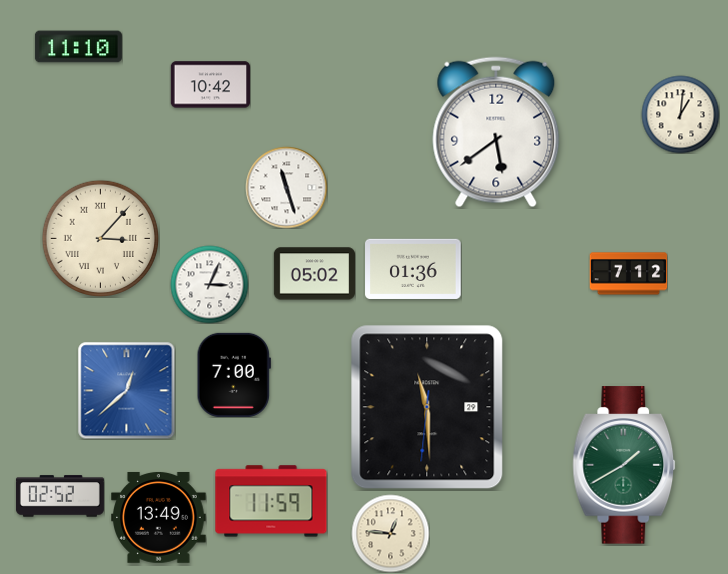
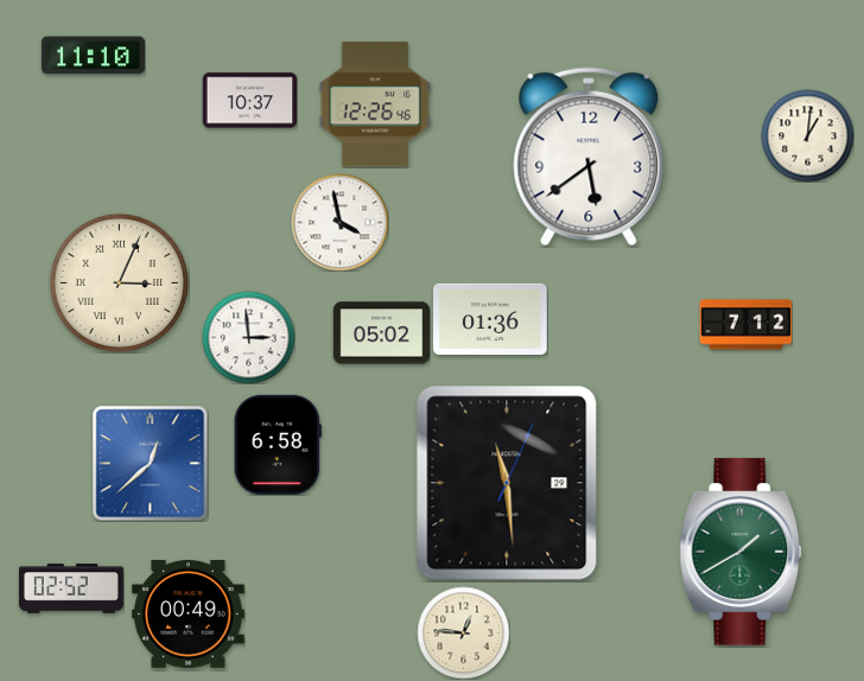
clock at (210, 85): 10:42 -> 10:37
clock at (375, 104): none -> 12:26
clock at (286, 187): 11:27 -> 3:58
clock at (100, 238): 3:07 -> 3:04
clock at (314, 274) position: (314, 274) -> (381, 333)
clock at (209, 284): 3:04 -> 2:59
clock at (234, 375): 7:00 -> 6:58
clock at (427, 407): 11:29:31 -> 11:29:04
clock at (271, 501): 11:59 -> none
clock at (159, 518): 13:49 -> 00:49
